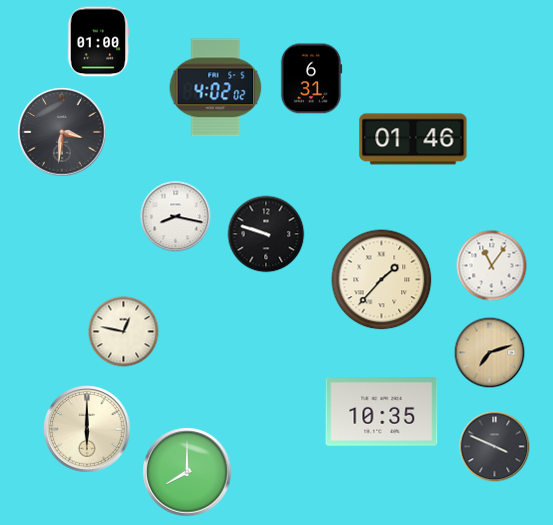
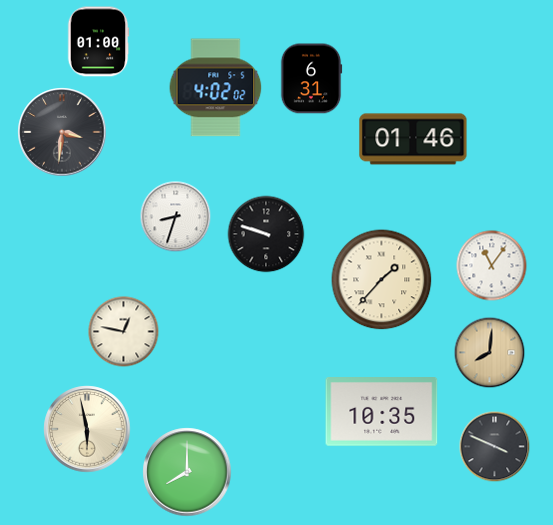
clock at (176, 217): 8:17 -> 8:33
clock at (490, 353): 7:12 -> 8:01
clock at (87, 429): 6:00 -> 5:58
